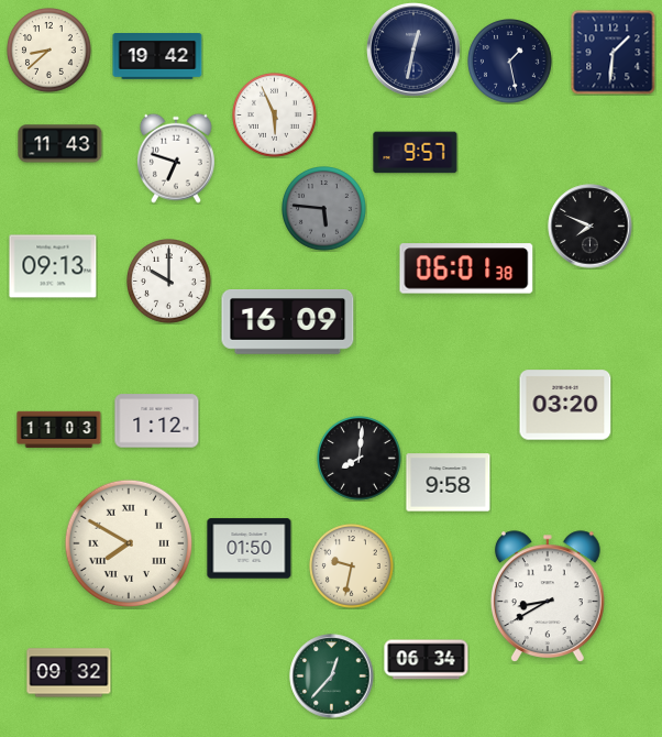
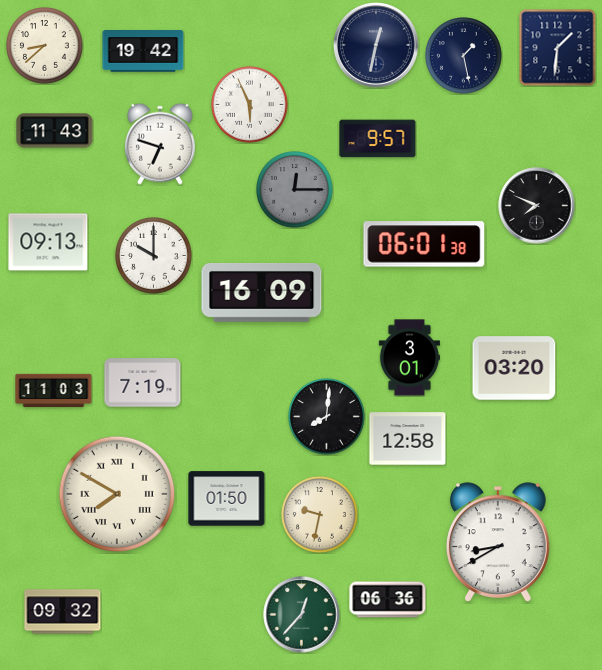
clock at (324, 209): 5:46 -> 12:15
clock at (409, 358): none -> 3:01
clock at (157, 421): 1:12 -> 7:19
clock at (449, 483): 9:58 -> 12:58
clock at (427, 660): 06:34 -> 06:36
